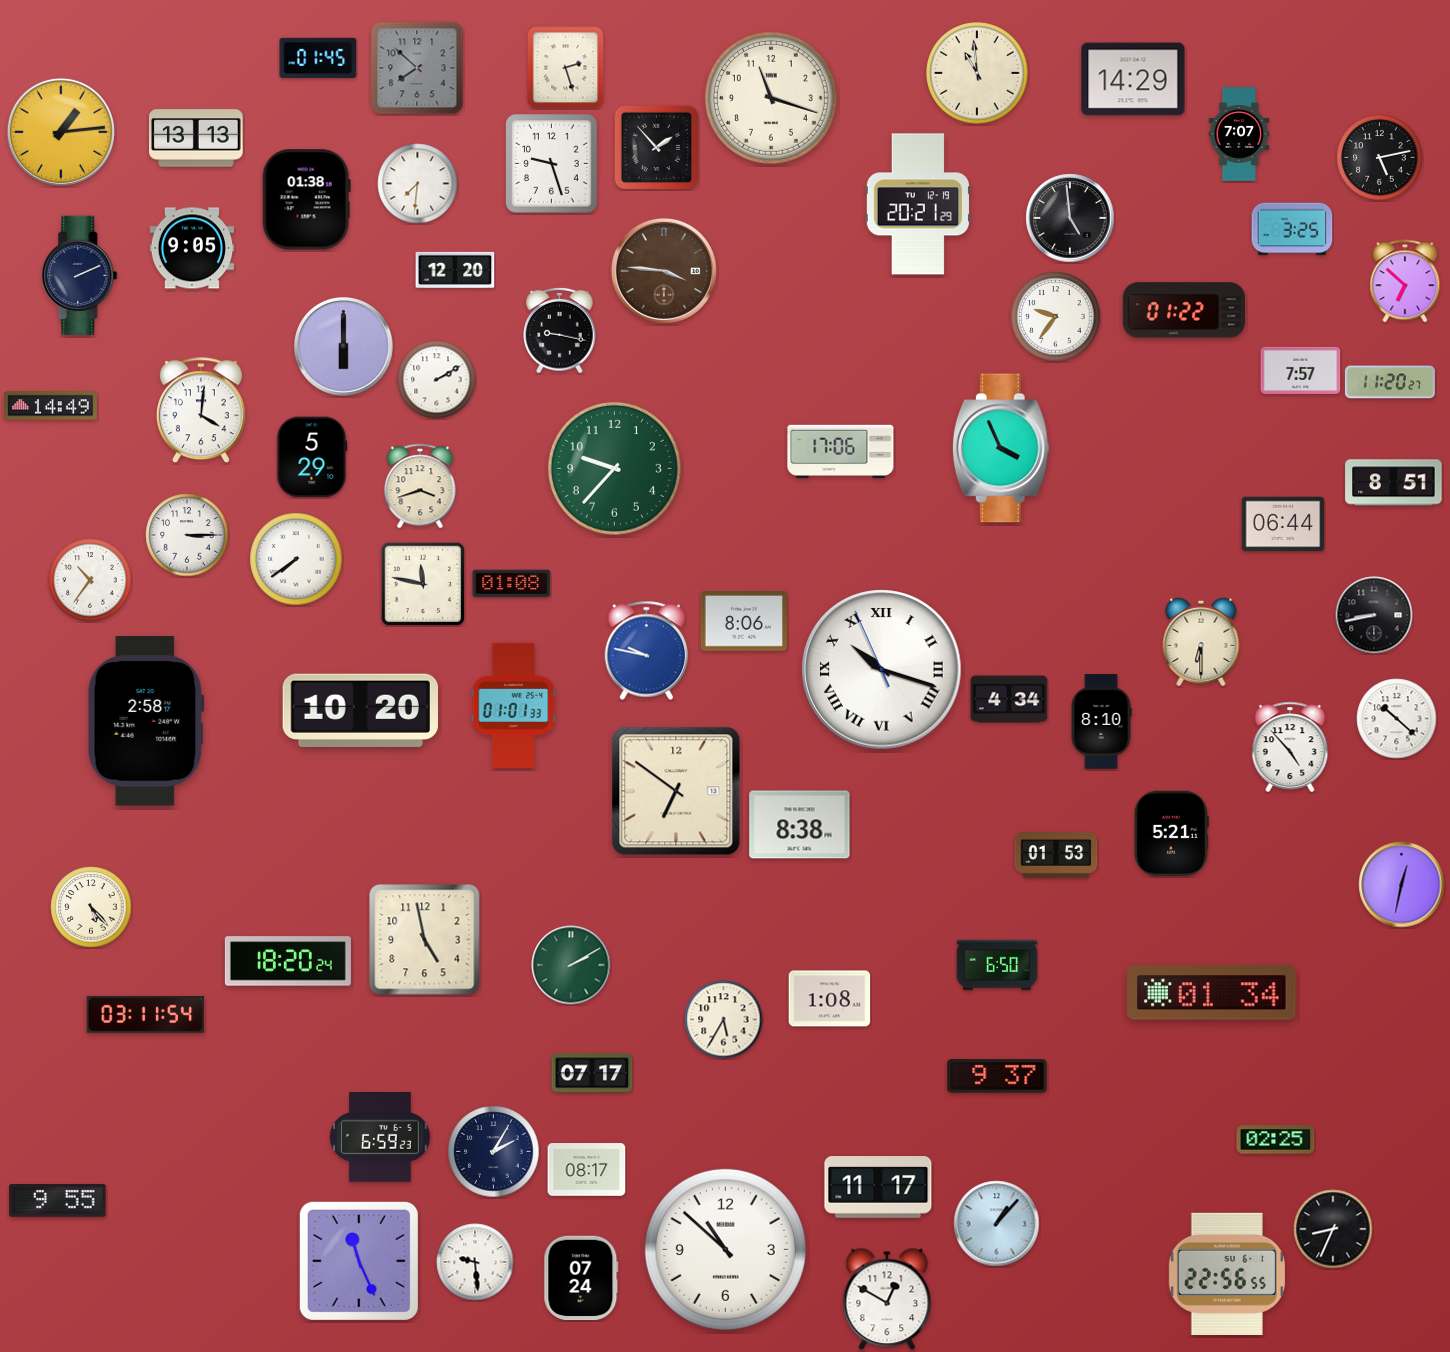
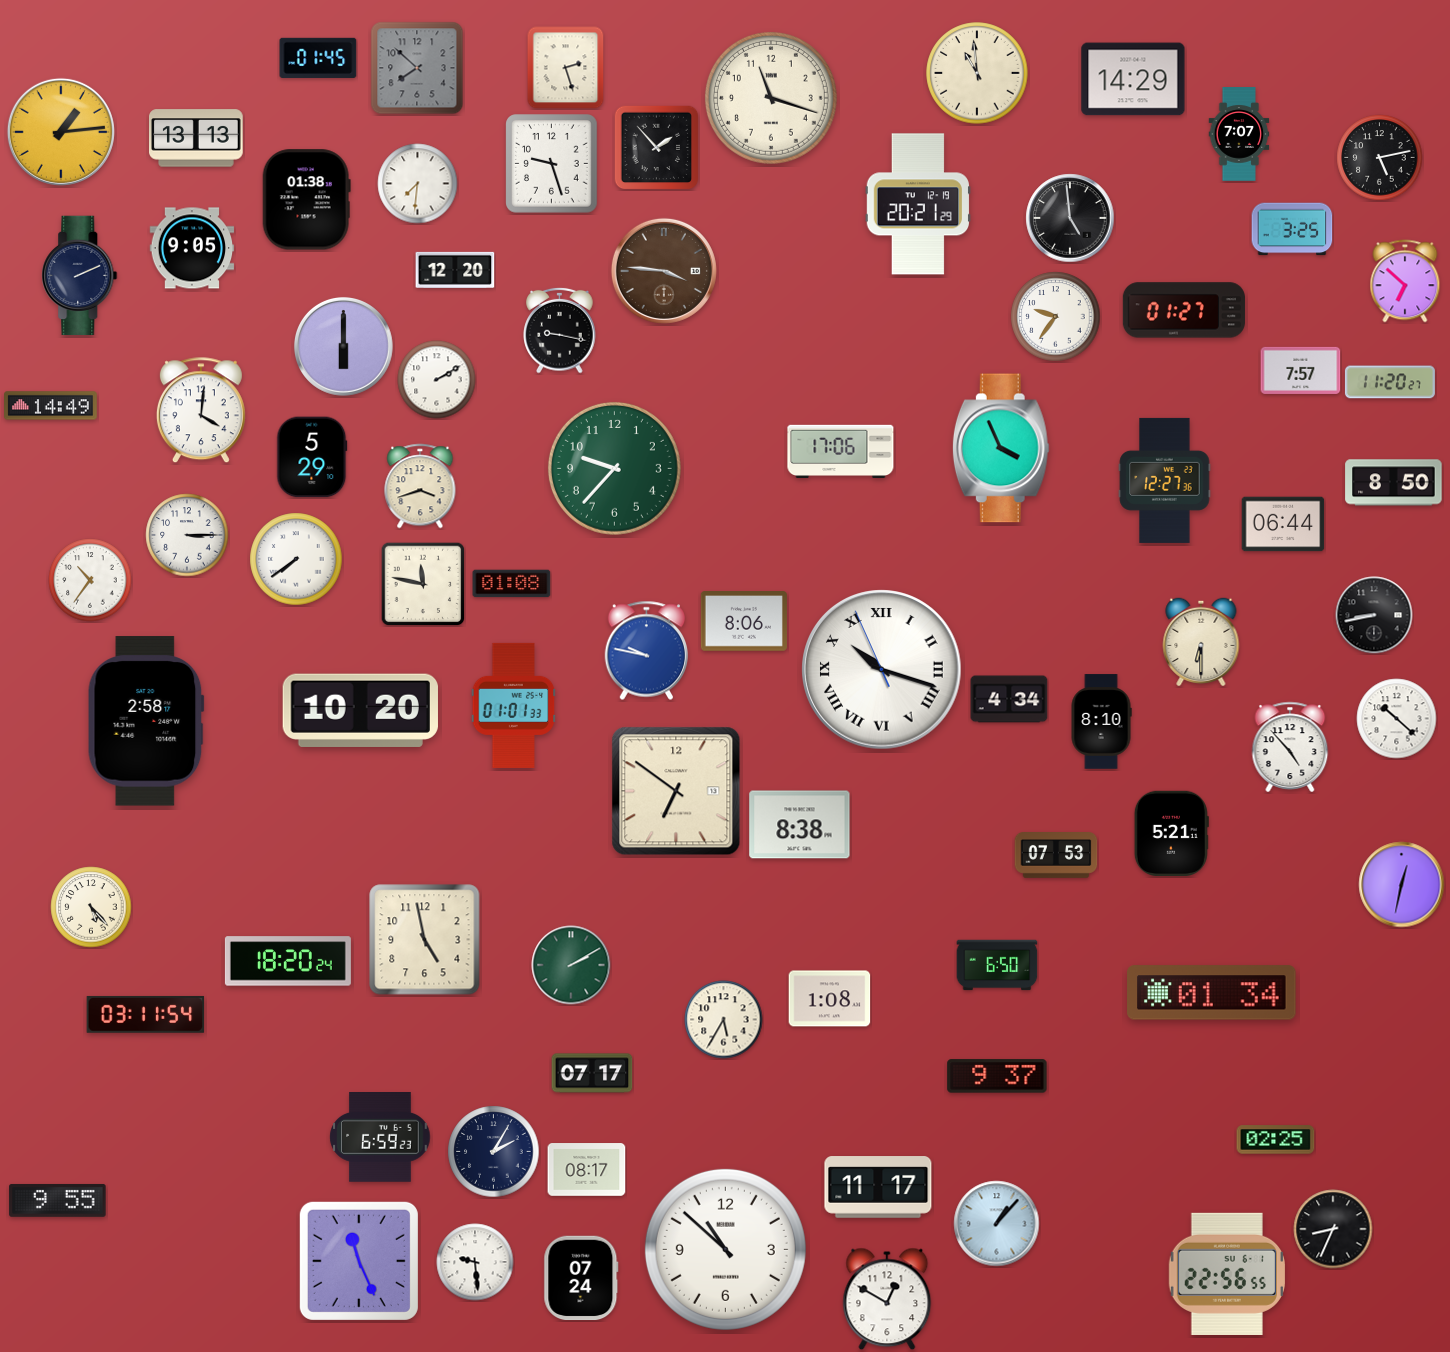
clock at (1184, 310): 01:22 -> 01:27
clock at (1165, 480): none -> 12:27
clock at (1394, 483): 8:51 -> 8:50
clock at (1056, 856): 01:53 -> 07:53
